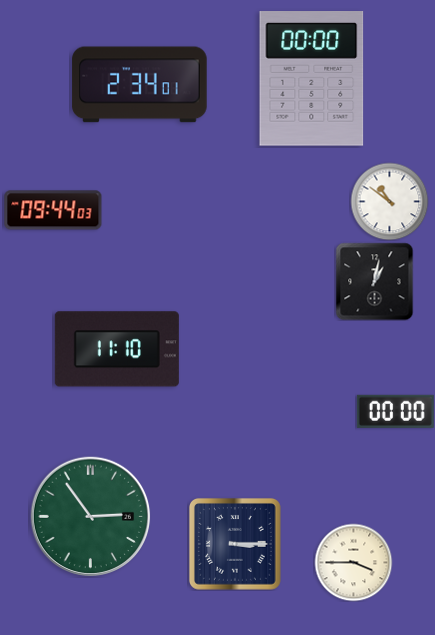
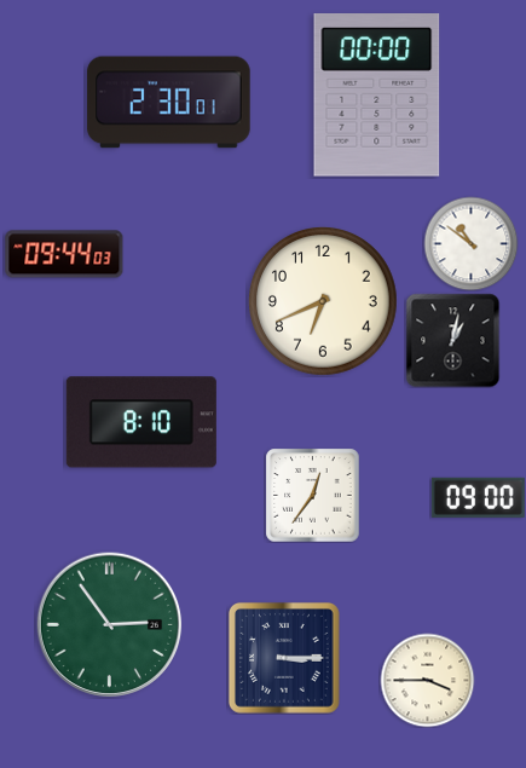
clock at (140, 85): 2:34 -> 2:30
clock at (324, 302): none -> 6:41
clock at (117, 349): 11:10 -> 8:10
clock at (312, 495): none -> 12:36
clock at (395, 411): 00:00 -> 09:00
